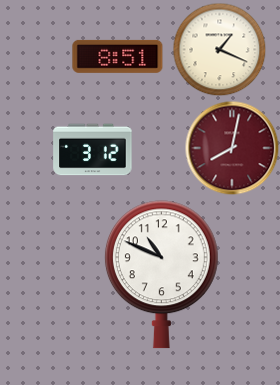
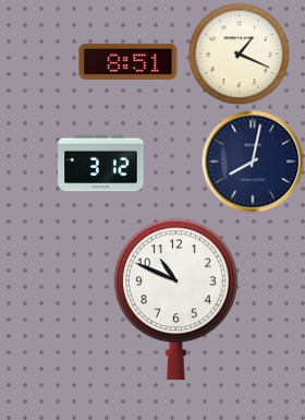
clock at (232, 148) dial: burgundy -> navy
